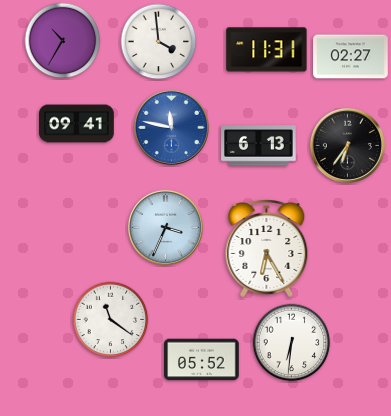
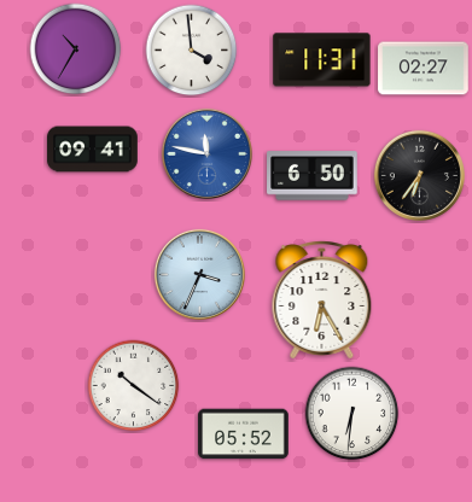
clock at (259, 146): 6:13 -> 6:50
clock at (111, 320): 11:21 -> 10:21
